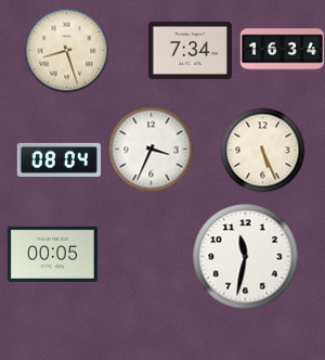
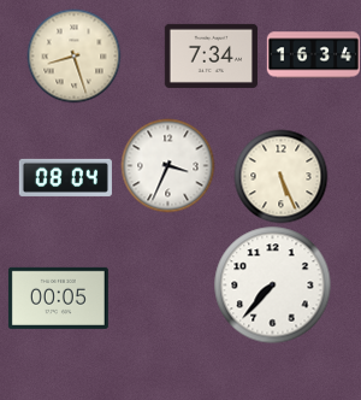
clock at (262, 150) position: (262, 150) -> (280, 176)
clock at (52, 254) position: (52, 254) -> (58, 298)
clock at (245, 256): 11:32 -> 7:37
